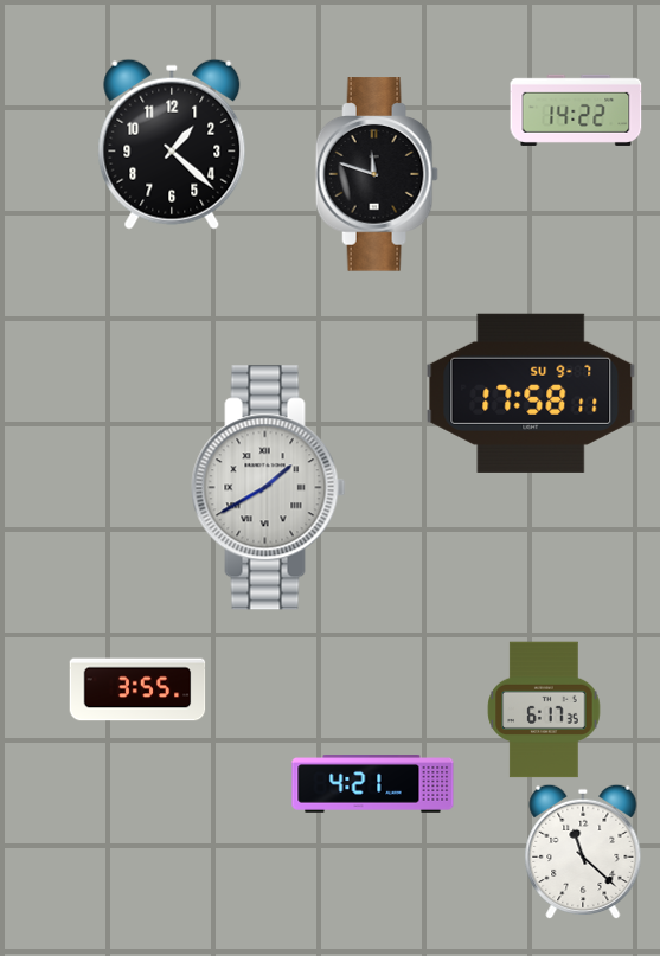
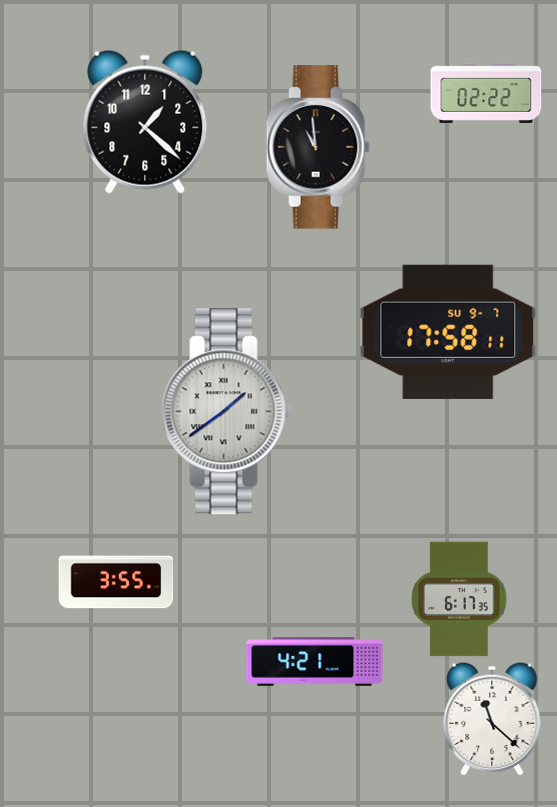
clock at (576, 110): 14:22 -> 02:22
clock at (377, 174): 11:48 -> 10:59
clock at (269, 488): 1:40 -> 1:39
